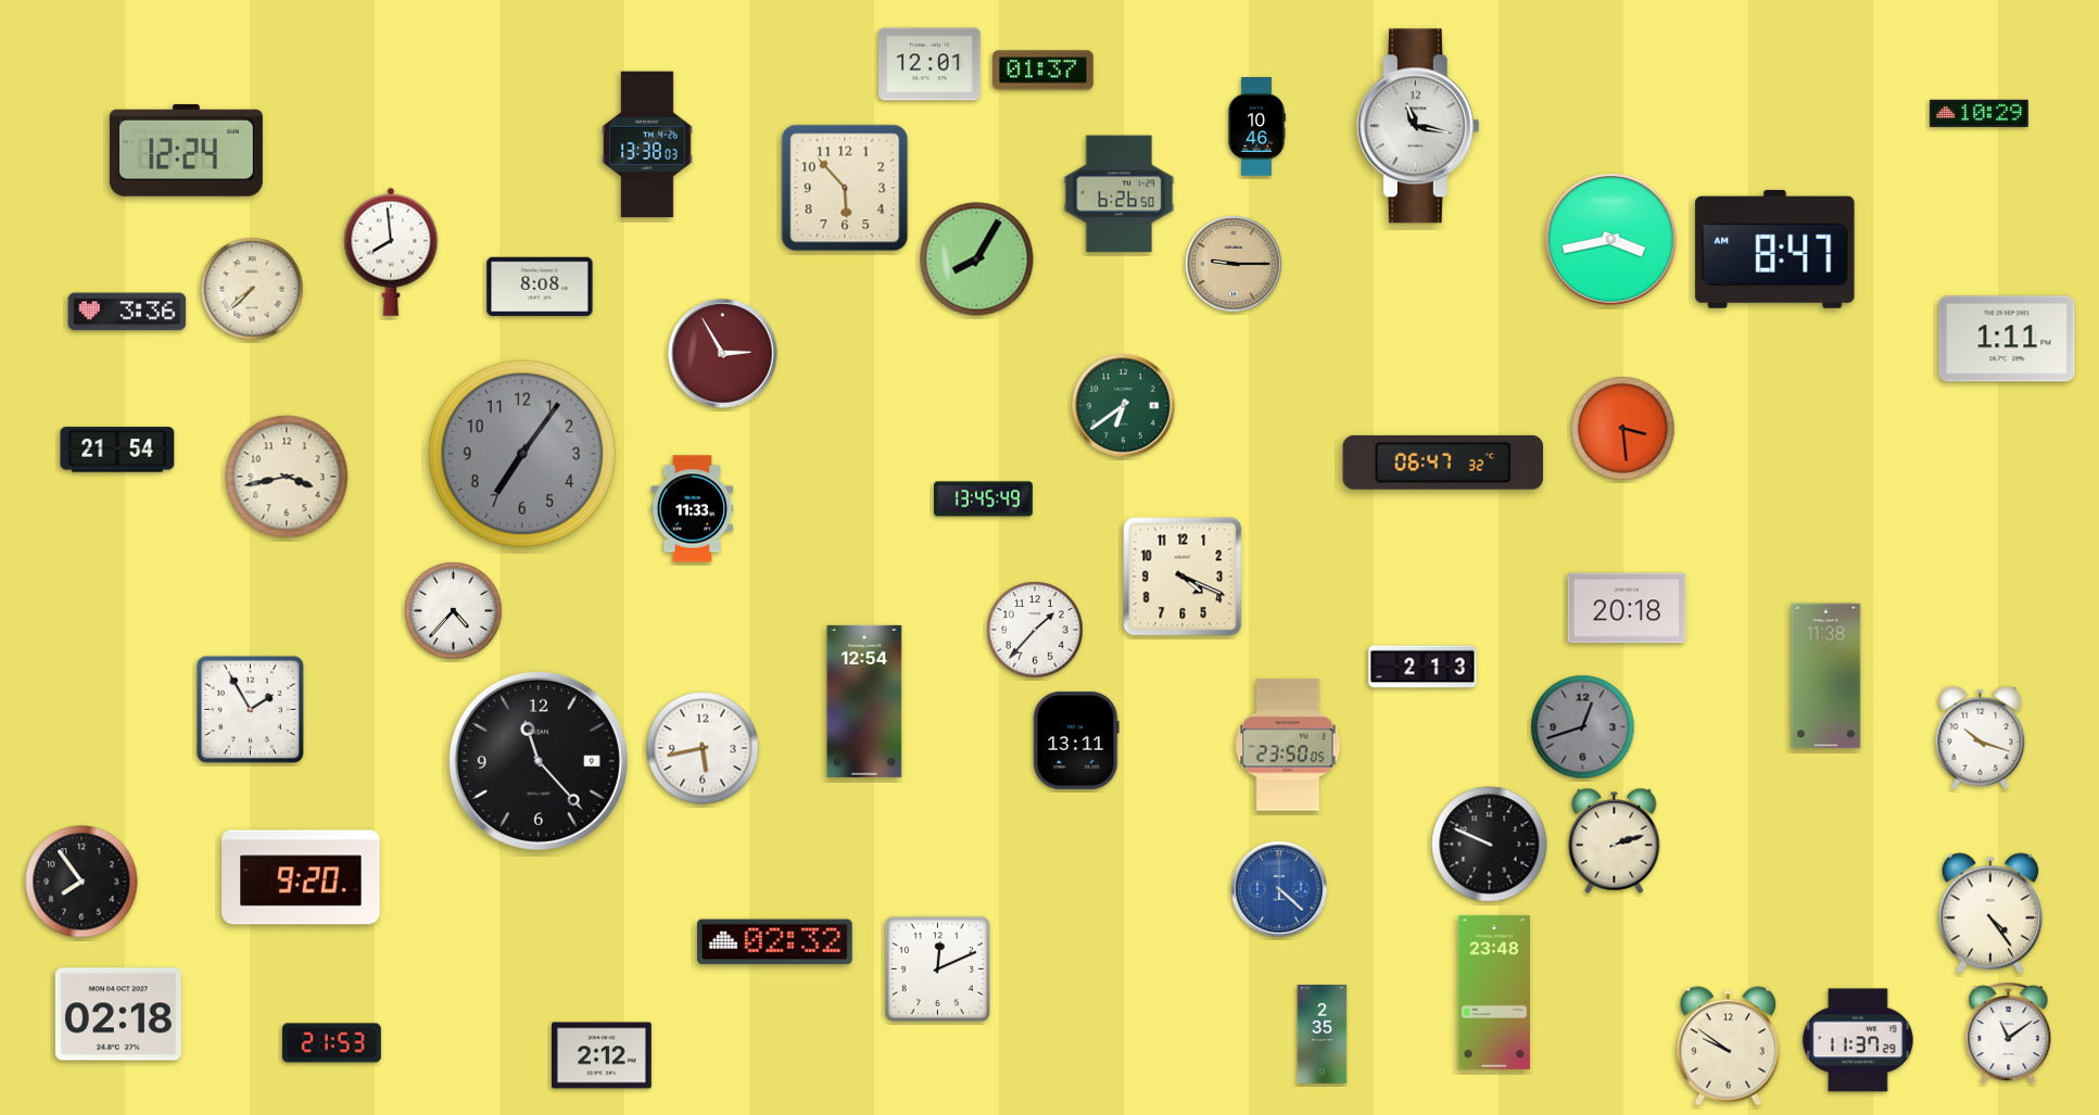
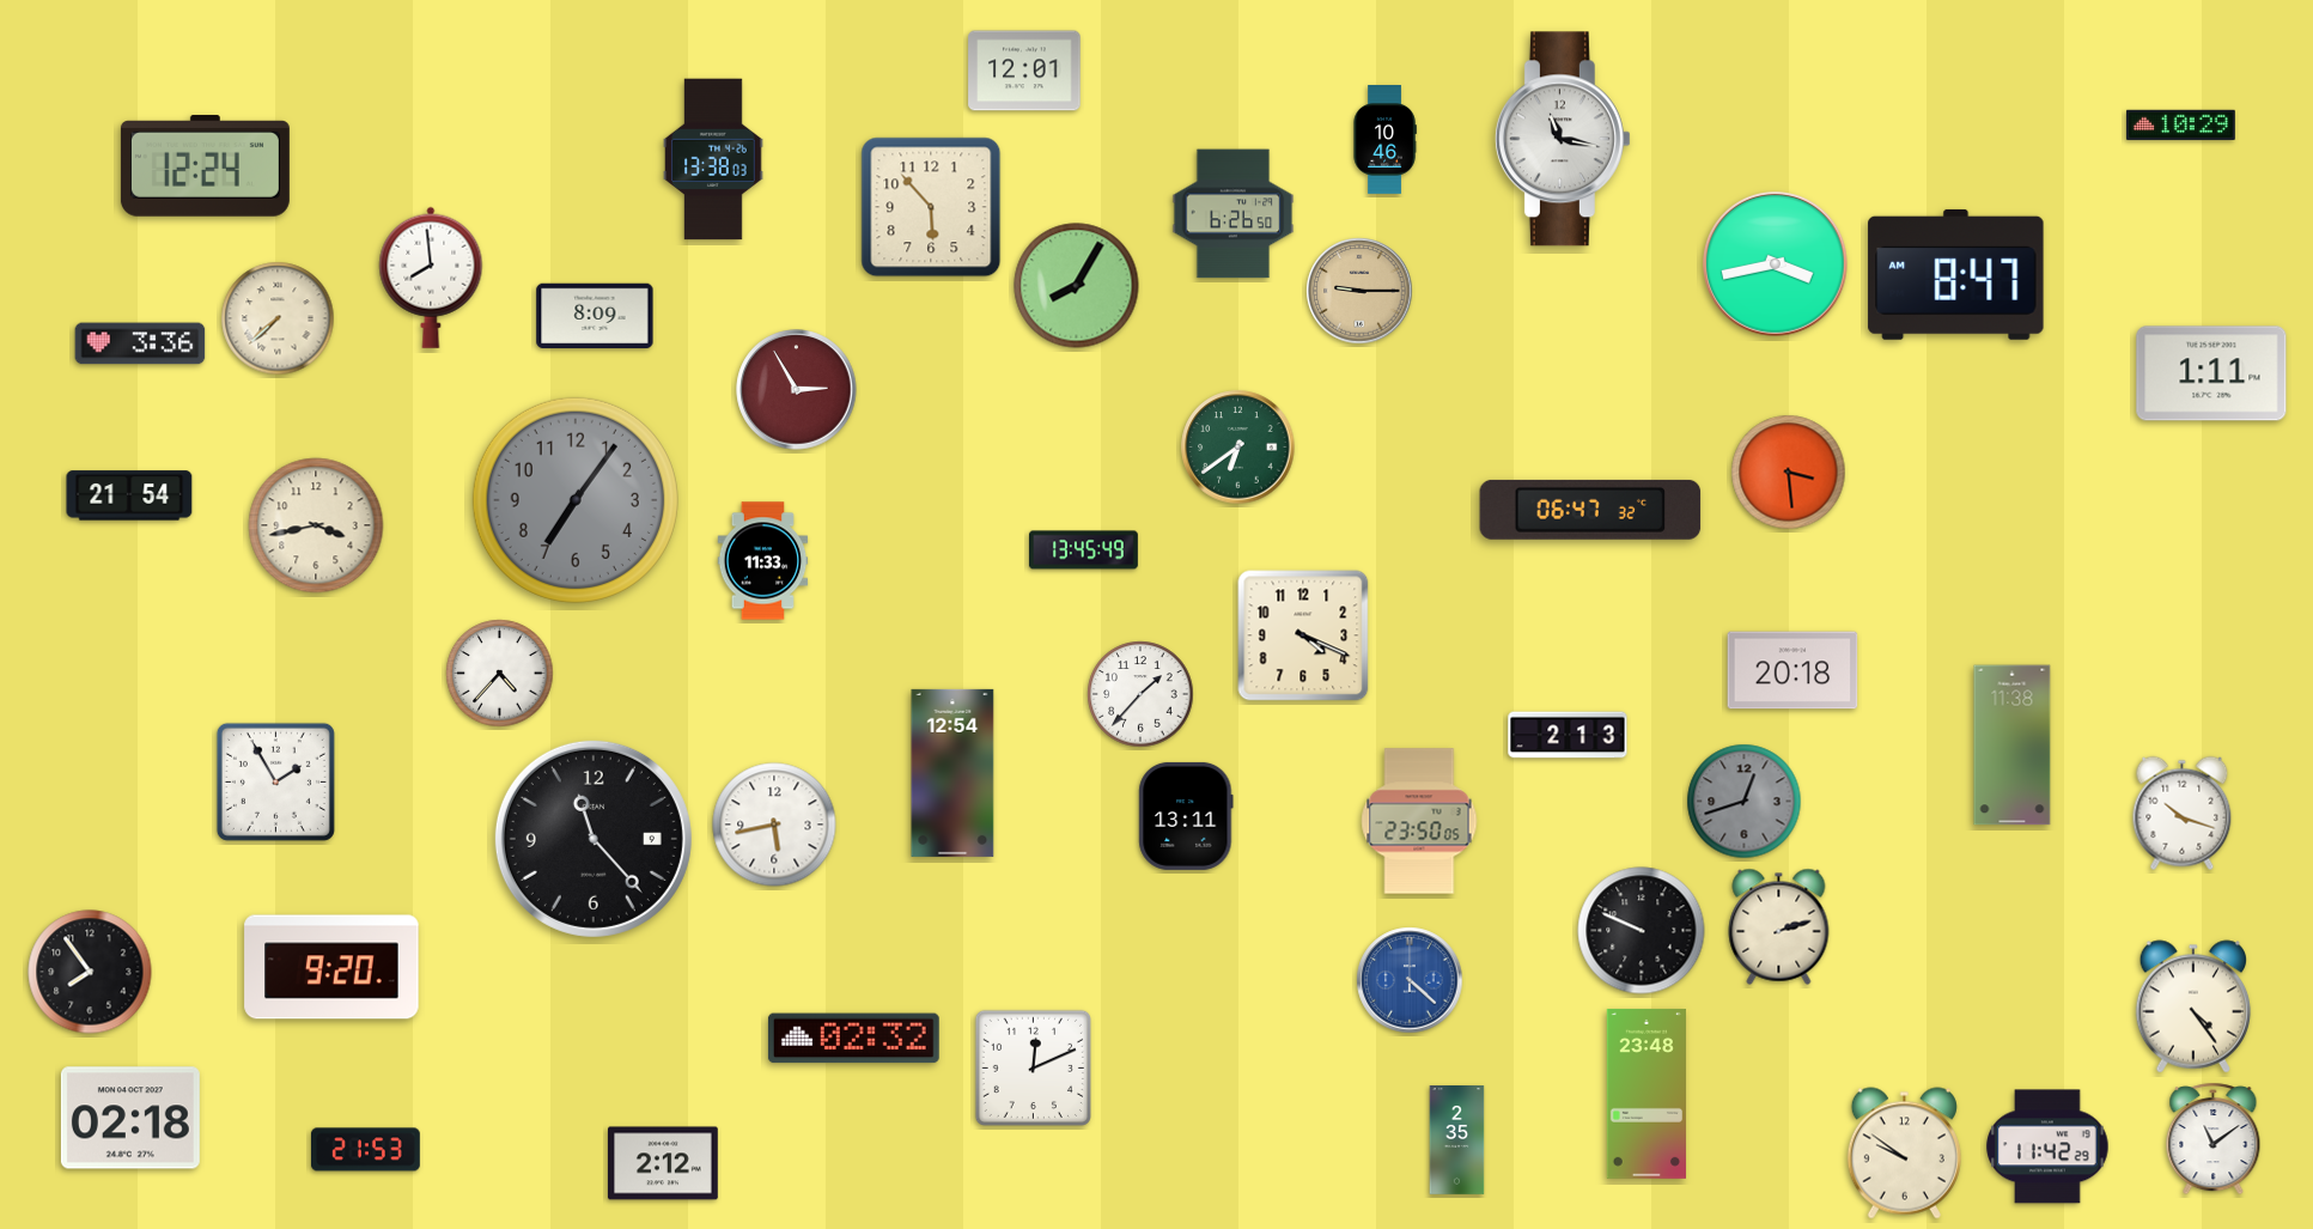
clock at (1044, 71): 01:37 -> none
clock at (540, 287): 8:08 -> 8:09
clock at (1858, 1040): 11:37 -> 11:42
